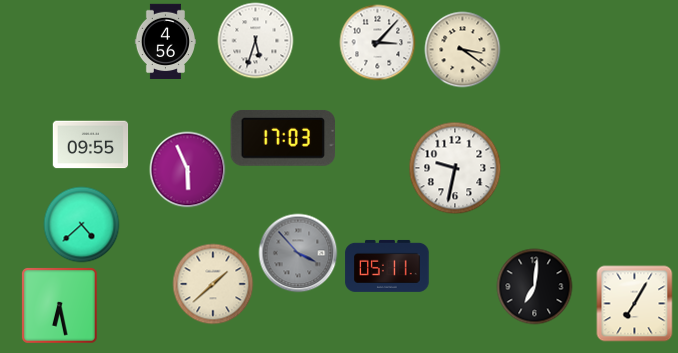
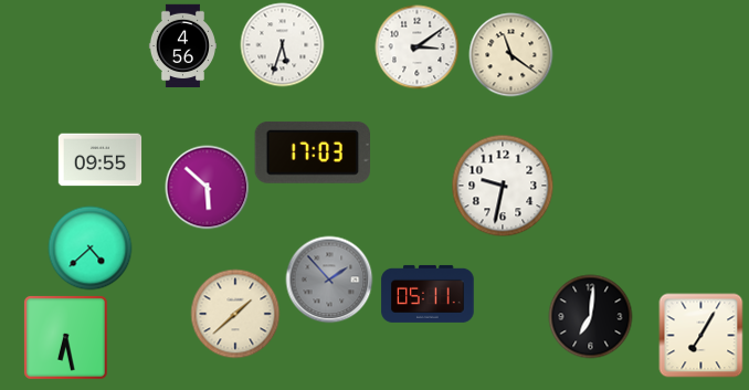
clock at (378, 43): 3:07 -> 3:09
clock at (463, 50): 3:21 -> 11:21
clock at (188, 170): 5:56 -> 5:52
clock at (298, 253): 3:53 -> 1:53
